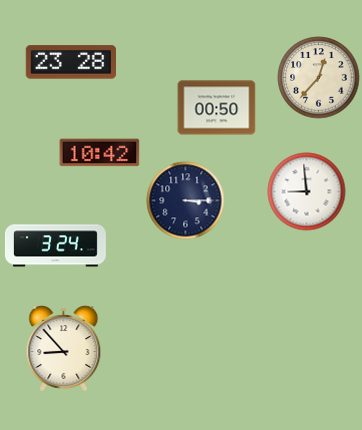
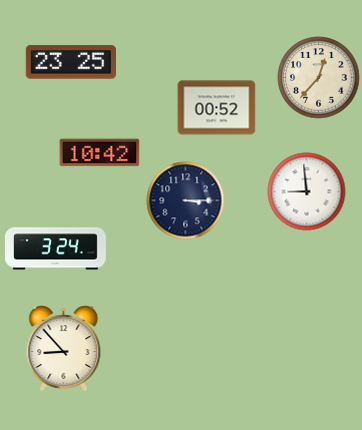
clock at (70, 62): 23:28 -> 23:25
clock at (216, 108): 00:50 -> 00:52
clock at (55, 246) position: (55, 246) -> (55, 249)
